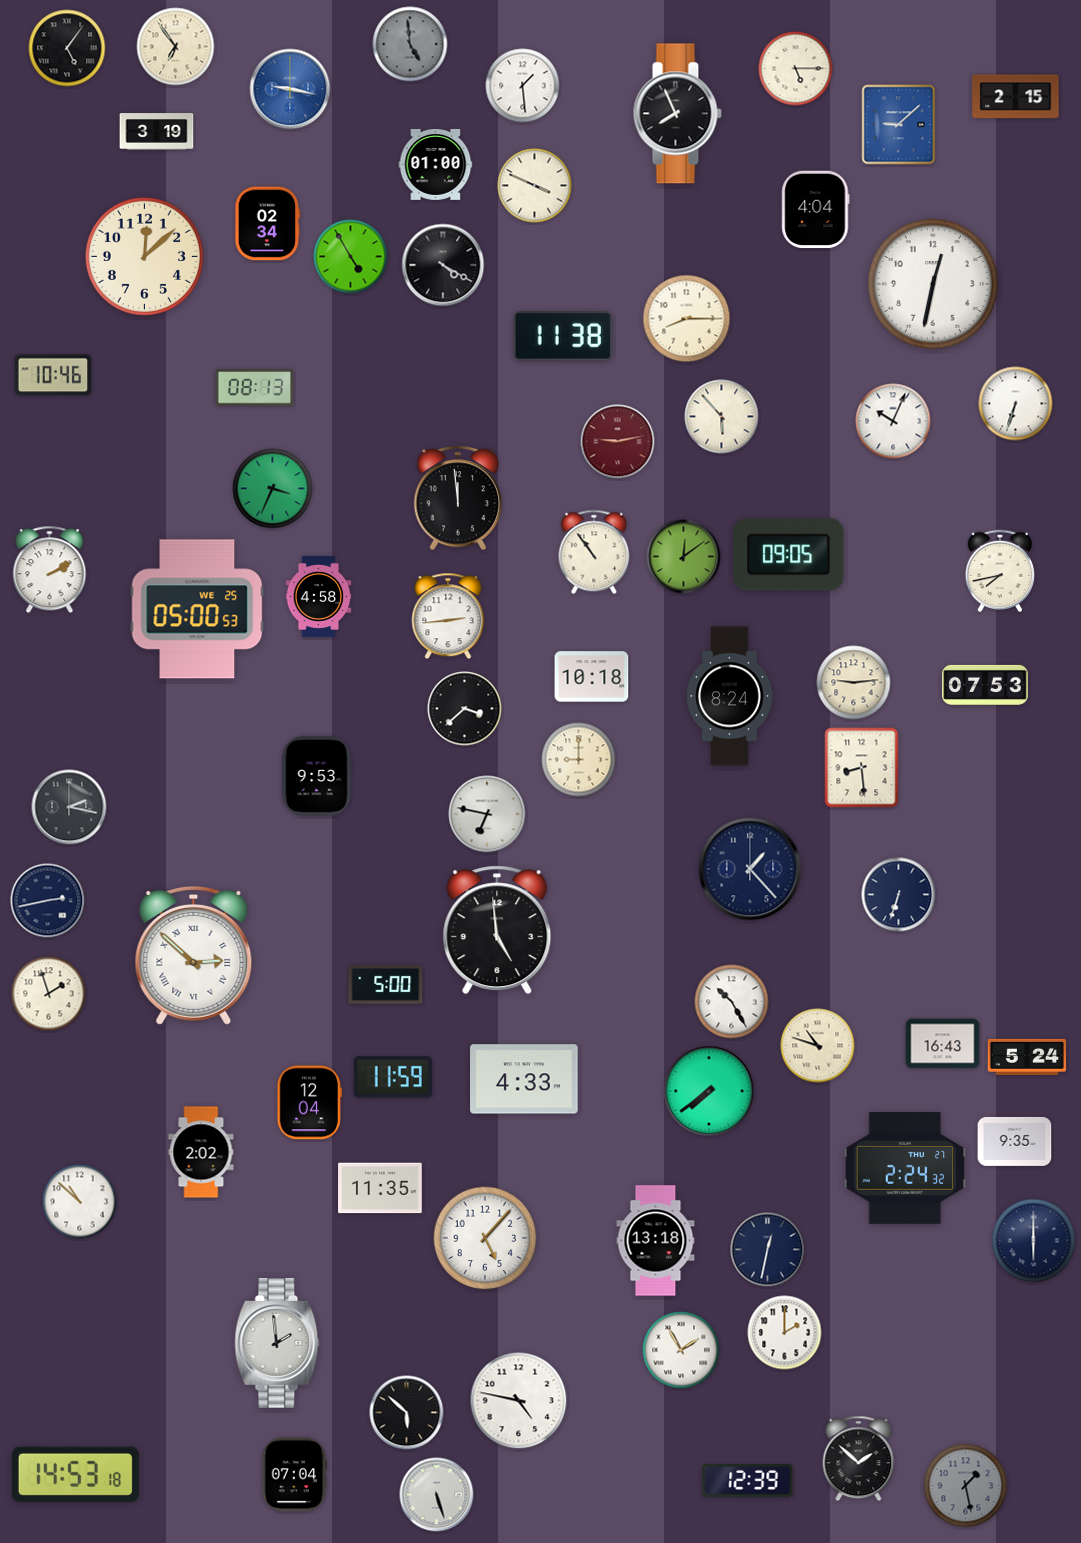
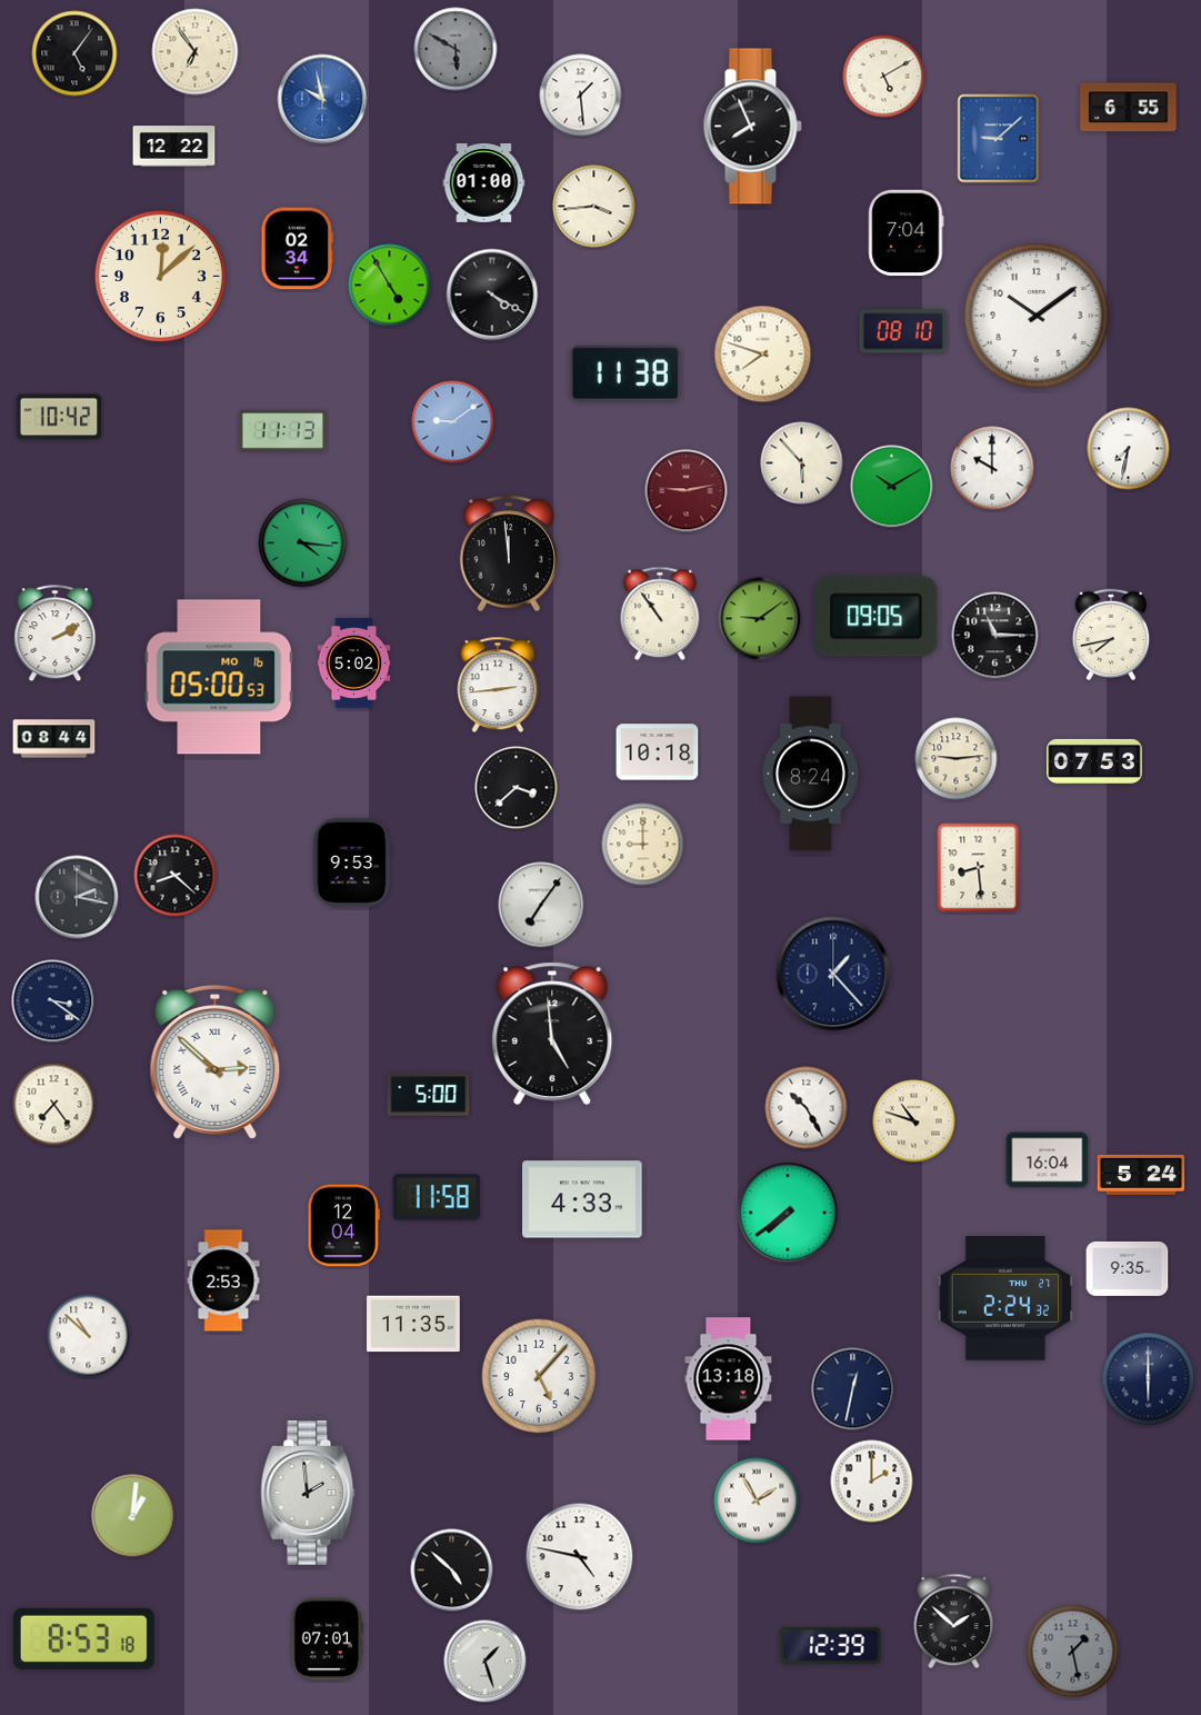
clock at (410, 44): 4:59 -> 5:50
clock at (796, 69): 5:15 -> 5:10
clock at (290, 89): 9:17 -> 9:58
clock at (1016, 97): 2:15 -> 6:55
clock at (157, 132): 3:19 -> 12:22
clock at (535, 186): 3:49 -> 3:44
clock at (816, 210): 4:04 -> 7:04
clock at (144, 256) position: (144, 256) -> (160, 276)
clock at (933, 284): 12:32 -> 10:09
clock at (902, 331): none -> 08:10
clock at (687, 319): 8:15 -> 7:48
clock at (53, 375): 10:46 -> 10:42
clock at (453, 422): none -> 9:09
clock at (255, 388): 08:13 -> 11:13
clock at (1016, 404): 6:33 -> 7:32
clock at (893, 421): 10:04 -> 10:00
clock at (892, 487): none -> 10:10
clock at (273, 489): 3:34 -> 4:16
clock at (684, 557): 12:09 -> 9:09
clock at (995, 636): none -> 11:15
clock at (319, 596): 4:58 -> 5:02
clock at (197, 609) date: WE 25 -> MO 16
clock at (54, 739): none -> 08:44
clock at (854, 683) position: (854, 683) -> (957, 759)
clock at (862, 768) position: (862, 768) -> (979, 868)
clock at (176, 876): none -> 8:22
clock at (487, 814): 6:47 -> 7:06
clock at (750, 869) position: (750, 869) -> (833, 974)
clock at (899, 895): 6:33 -> none
clock at (48, 901): 2:43 -> 3:21
clock at (49, 994): 1:57 -> 7:24
clock at (732, 1002) position: (732, 1002) -> (807, 1108)
clock at (943, 1044): 16:43 -> 16:04
clock at (818, 1046) position: (818, 1046) -> (914, 1121)
clock at (393, 1077): 11:59 -> 11:58
clock at (201, 1152): 2:02 -> 2:53
clock at (380, 1188) position: (380, 1188) -> (413, 1324)
clock at (133, 1516): none -> 1:01
clock at (519, 1401) position: (519, 1401) -> (580, 1557)
clock at (407, 1413): 5:52 -> 4:52
clock at (75, 1474): 14:53 -> 8:53
clock at (294, 1475): 07:04 -> 07:01
clock at (437, 1495): 5:27 -> 1:27
